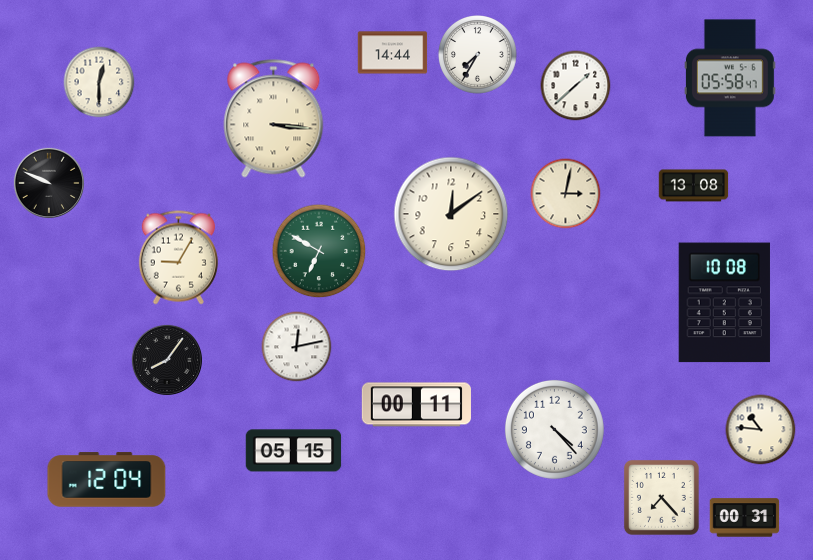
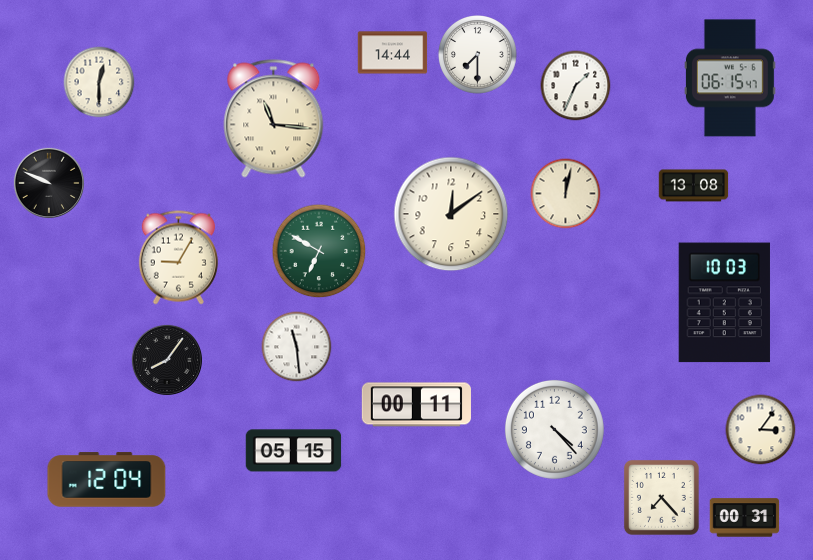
clock at (478, 55): 7:35 -> 7:30
clock at (730, 78): 05:58 -> 06:15
clock at (576, 86): 1:38 -> 1:34
clock at (274, 119): 3:16 -> 11:16
clock at (566, 194): 3:02 -> 12:02
clock at (724, 303): 10:08 -> 10:03
clock at (297, 347): 12:13 -> 11:29
clock at (761, 430): 10:46 -> 3:06
